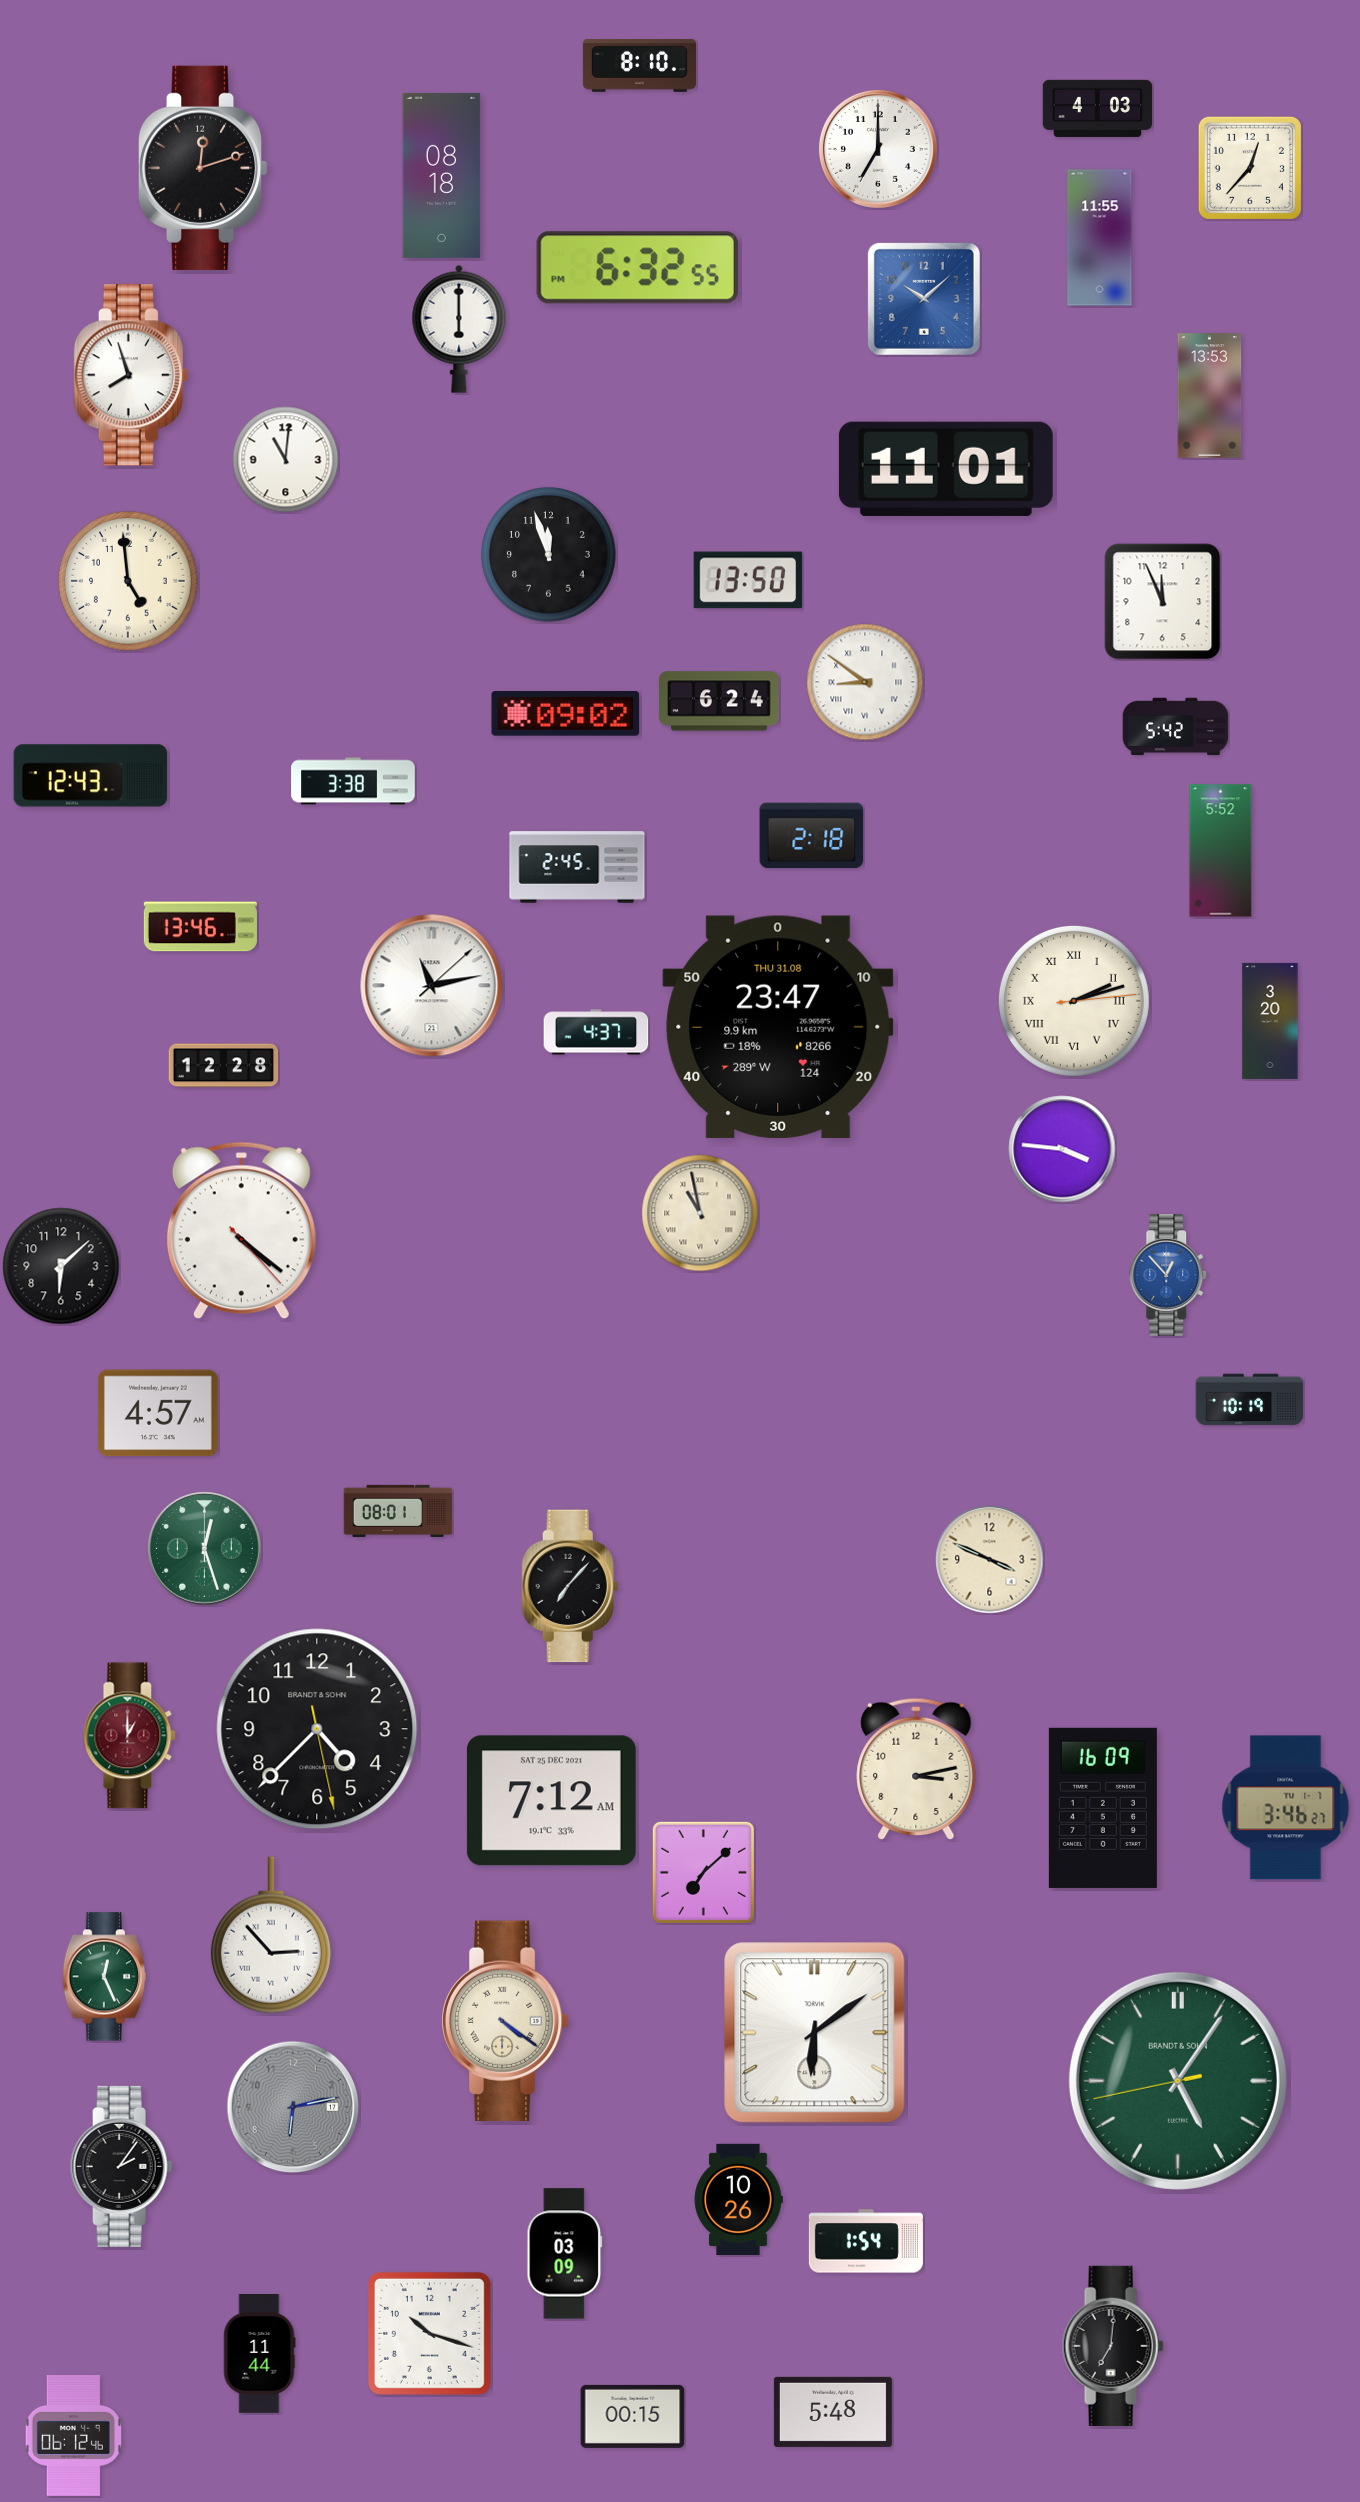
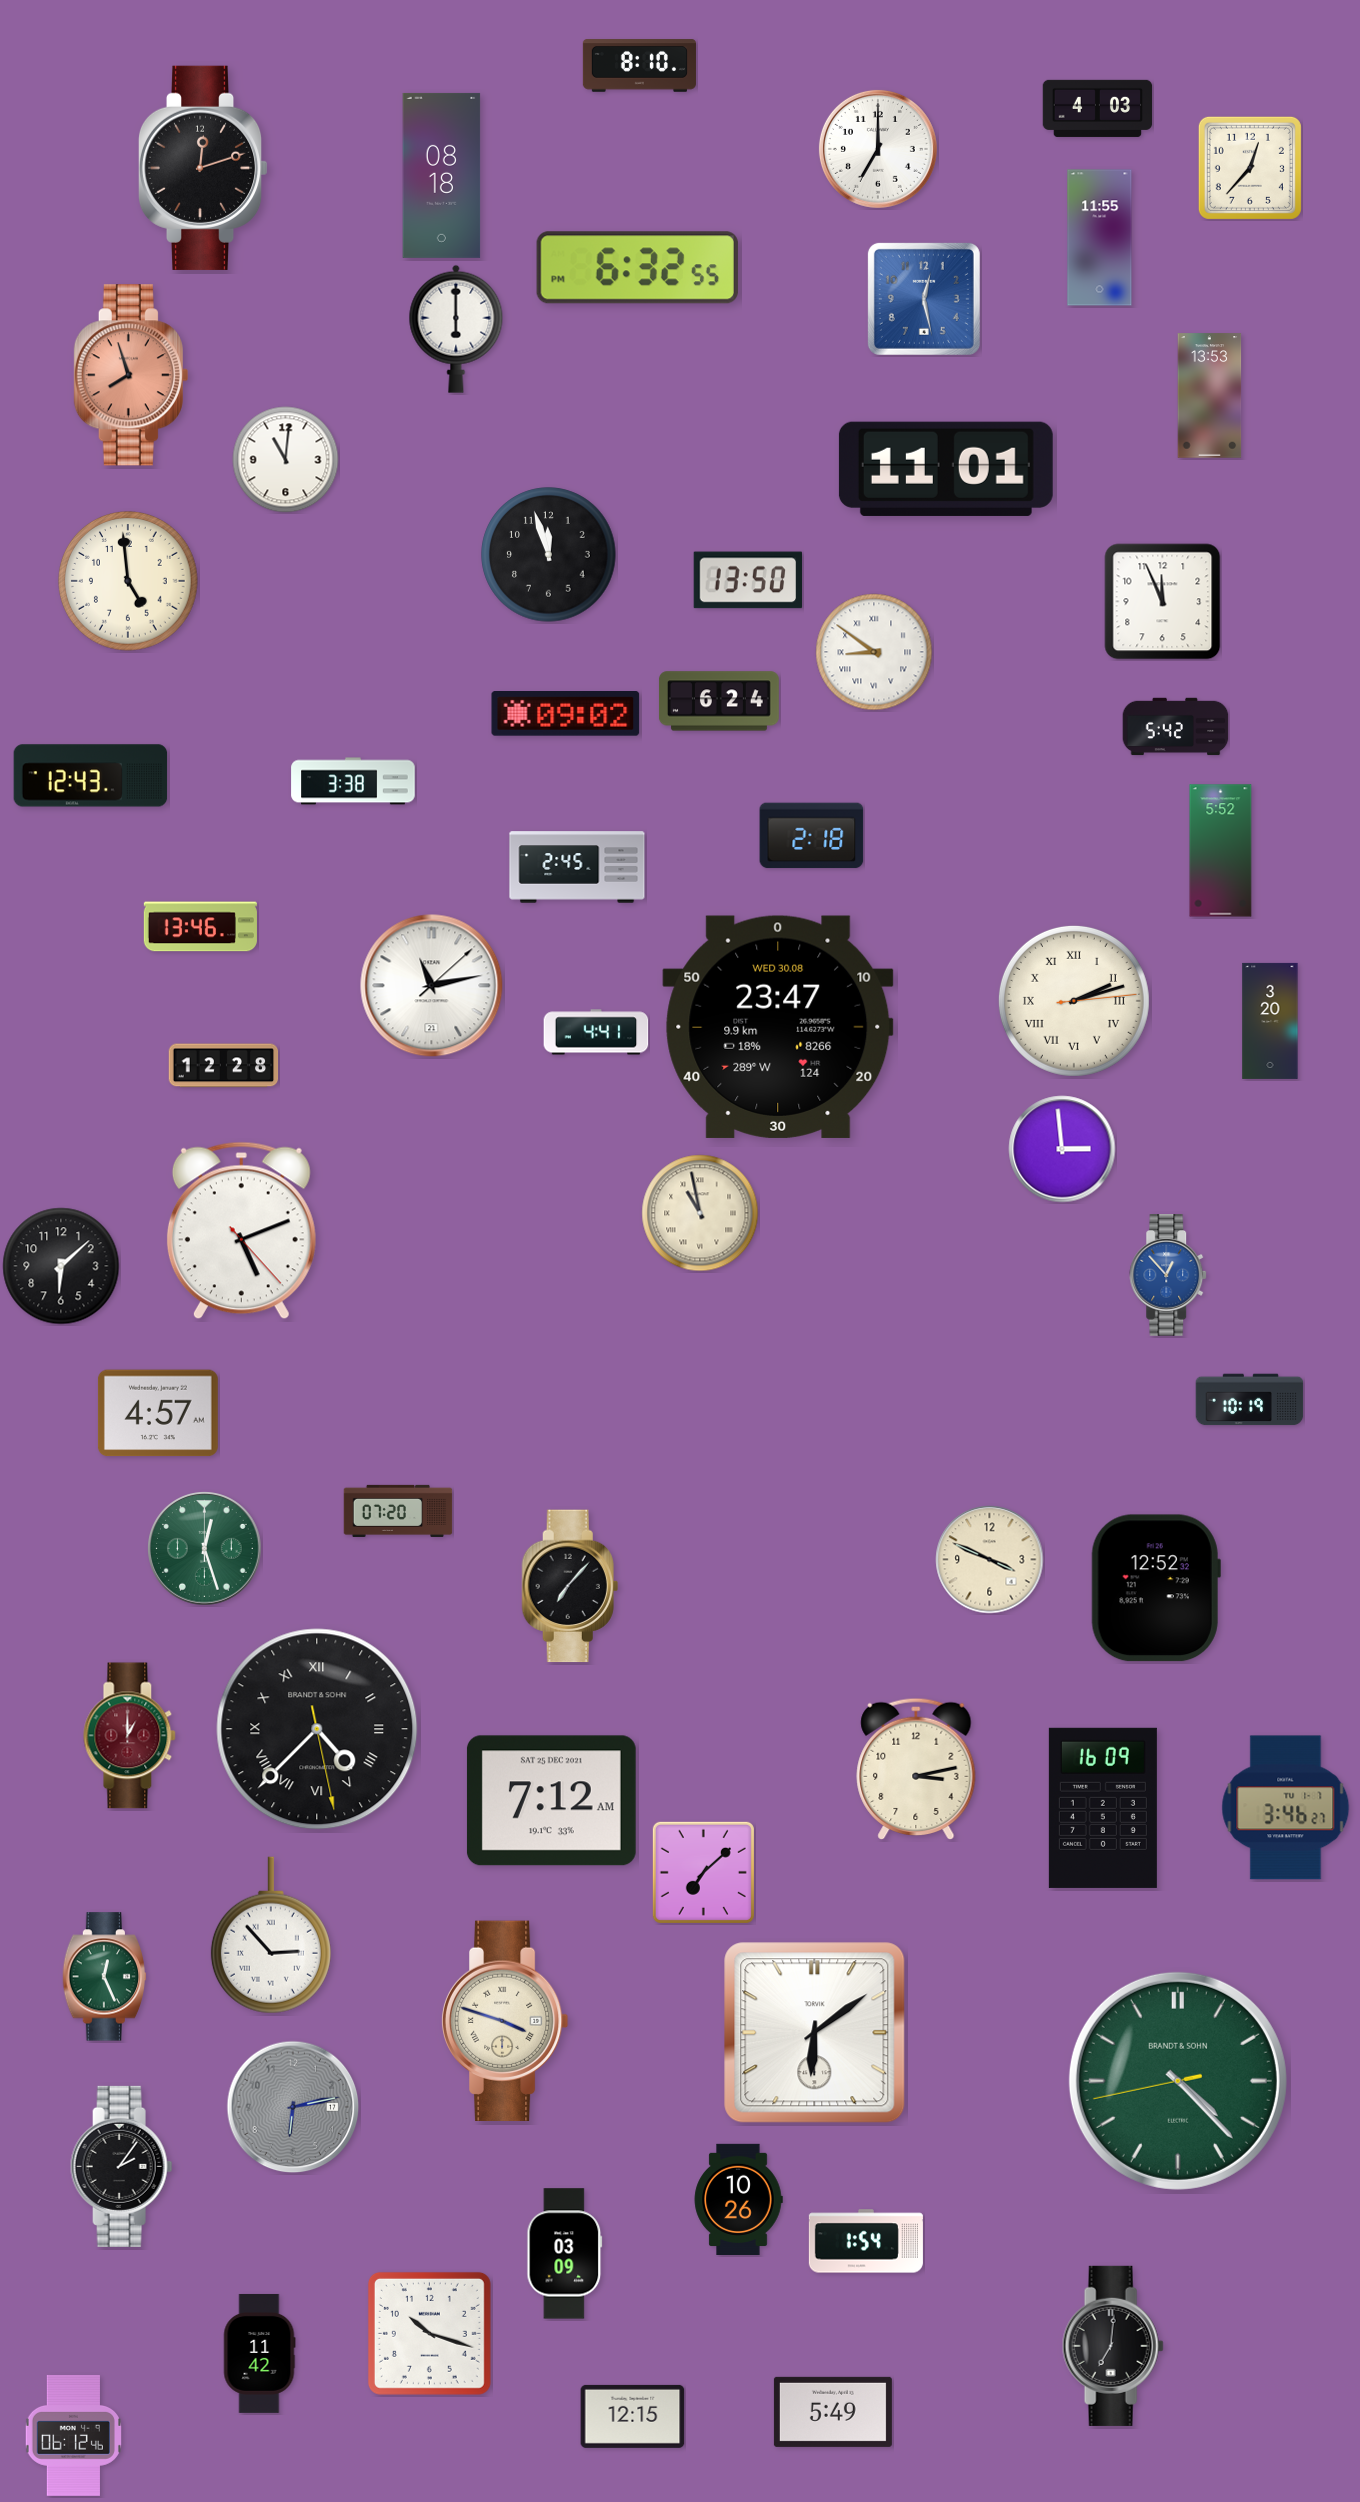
clock at (924, 299): 10:08 -> 12:28
clock at (459, 329) position: (459, 329) -> (456, 329)
clock at (131, 375) dial: white -> salmon
clock at (865, 682) position: (865, 682) -> (874, 652)
clock at (778, 1027) date: THU 31.08 -> WED 30.08
clock at (596, 1032): 4:37 -> 4:41
clock at (1062, 1149): 3:46 -> 2:59
clock at (241, 1231): 4:21 -> 5:11
clock at (398, 1511): 08:01 -> 07:20
clock at (1156, 1588): none -> 12:52
clock at (317, 1729) numerals: Arabic -> Roman
clock at (505, 2020): 4:21 -> 3:48
clock at (1178, 2081): 5:05 -> 4:22
clock at (259, 2353): 11:44 -> 11:42
clock at (833, 2412): 5:48 -> 5:49
clock at (633, 2416): 00:15 -> 12:15
